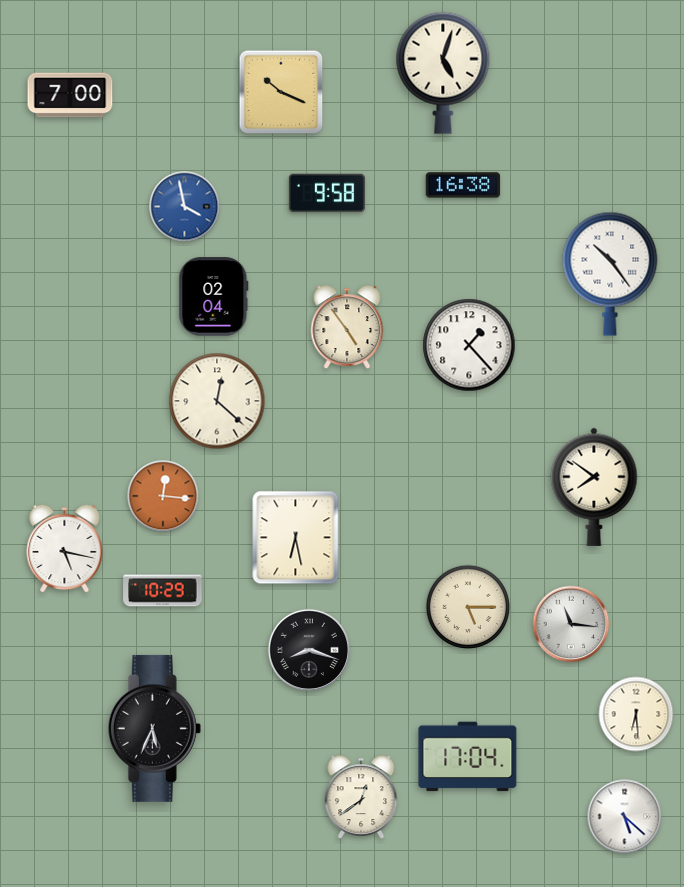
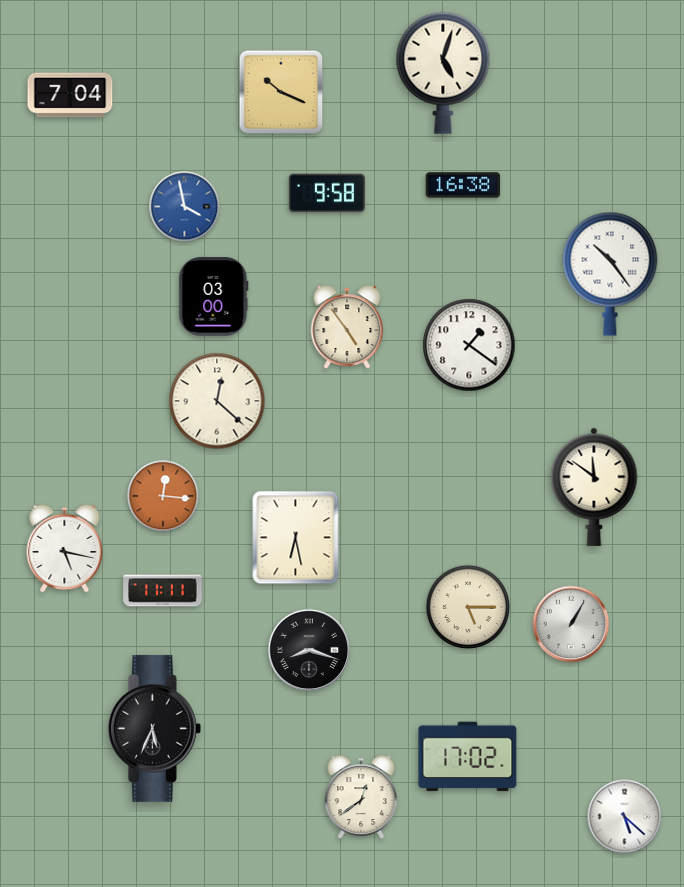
clock at (70, 95): 7:00 -> 7:04
clock at (214, 297): 02:04 -> 03:00
clock at (469, 345): 1:23 -> 1:21
clock at (594, 487): 7:51 -> 11:51
clock at (163, 591): 10:29 -> 11:11
clock at (571, 624): 11:16 -> 1:05
clock at (636, 714): 6:29 -> none
clock at (468, 757): 17:04 -> 17:02
